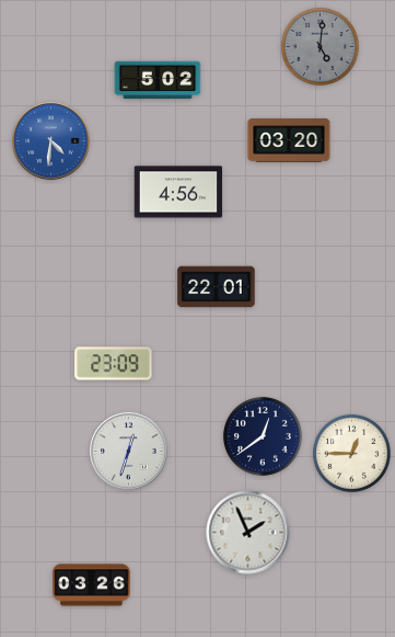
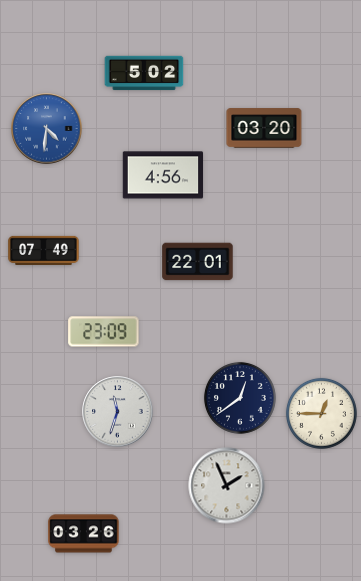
clock at (320, 46): 5:01 -> none
clock at (44, 250): none -> 07:49
clock at (129, 452): 12:33 -> 11:33
